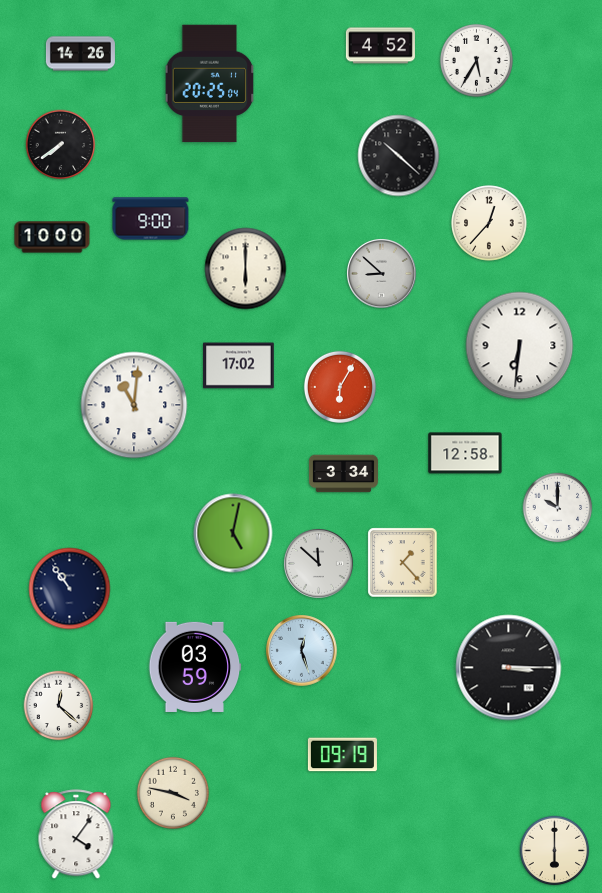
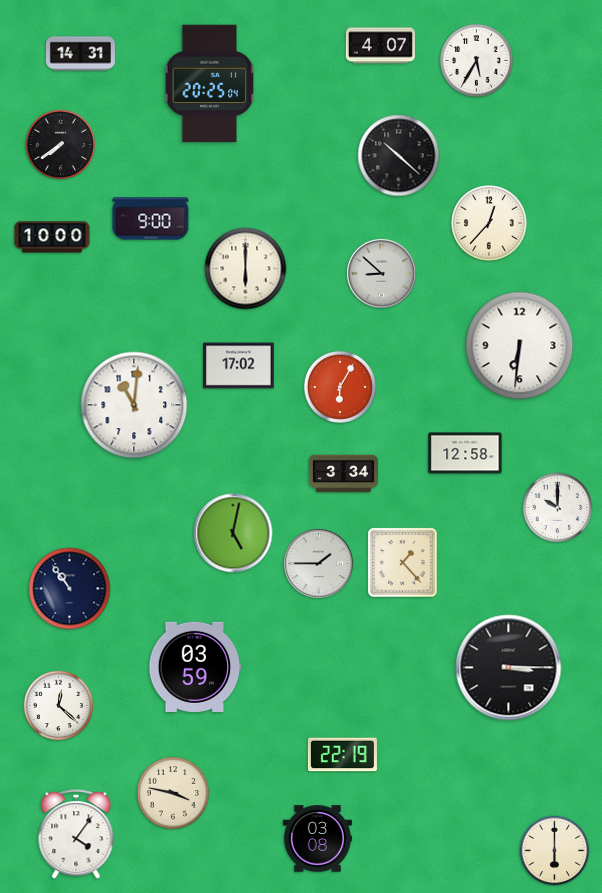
clock at (380, 46): 4:52 -> 4:07
clock at (80, 54): 14:26 -> 14:31
clock at (319, 564): 11:52 -> 1:45
clock at (302, 651): 12:27 -> none
clock at (342, 755): 09:19 -> 22:19
clock at (317, 839): none -> 03:08
